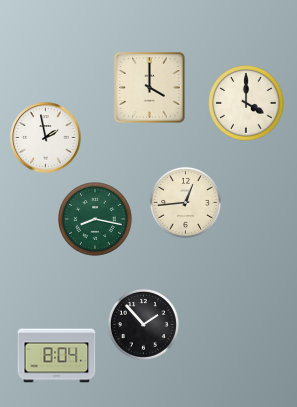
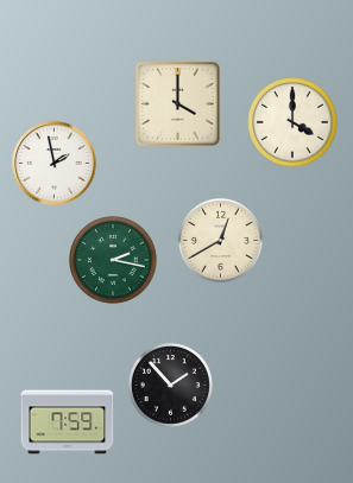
clock at (185, 202): 12:44 -> 12:40
clock at (95, 219): 8:17 -> 2:17
clock at (57, 356): 8:04 -> 7:59
